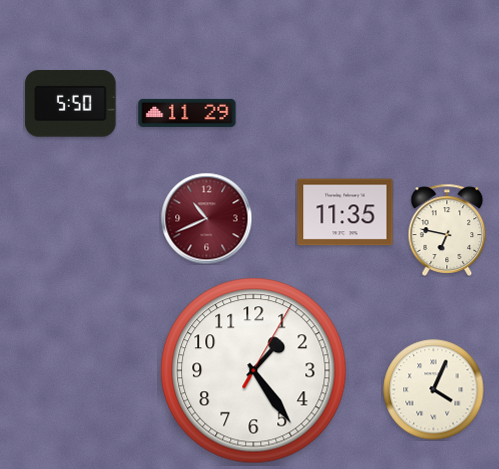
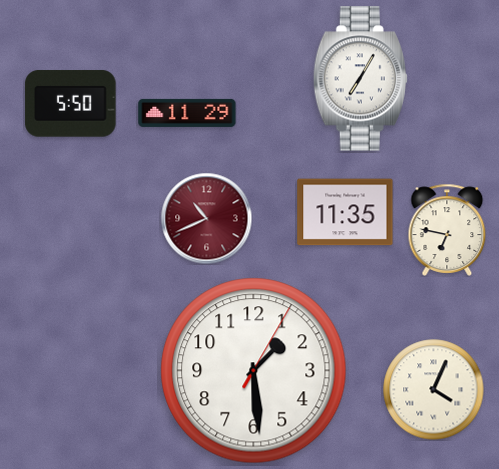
clock at (360, 79): none -> 7:05
clock at (254, 371): 1:24 -> 1:29
